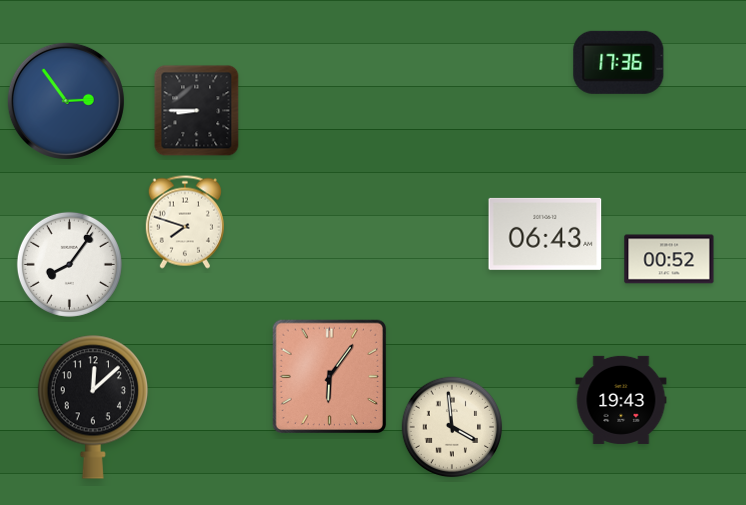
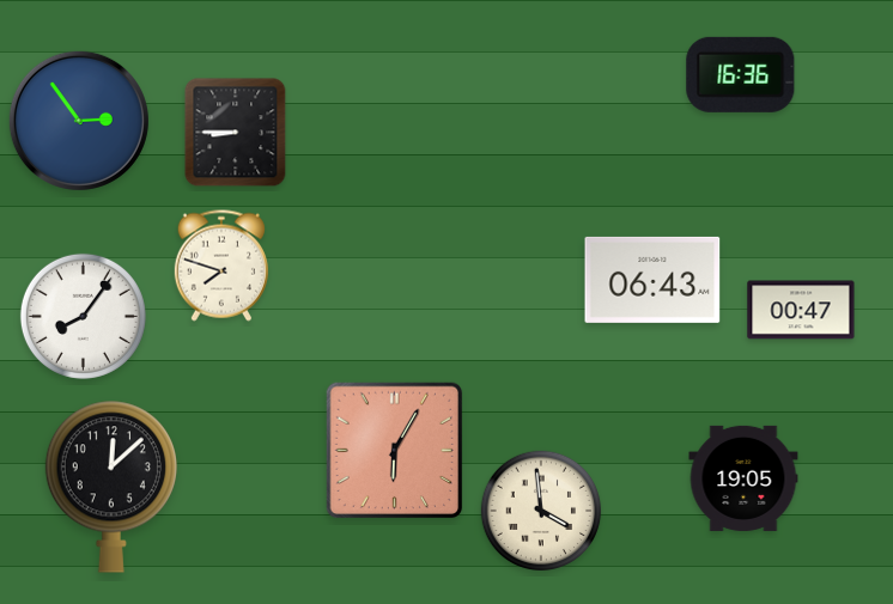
clock at (619, 62): 17:36 -> 16:36
clock at (669, 259): 00:52 -> 00:47
clock at (330, 377): 6:06 -> 6:05
clock at (621, 400): 19:43 -> 19:05
